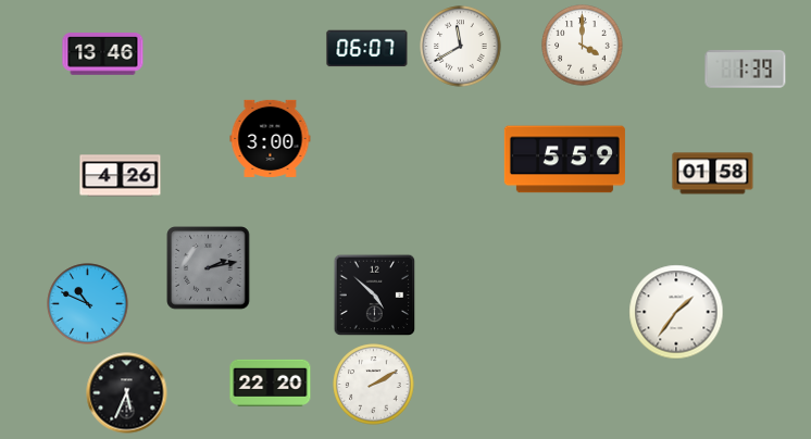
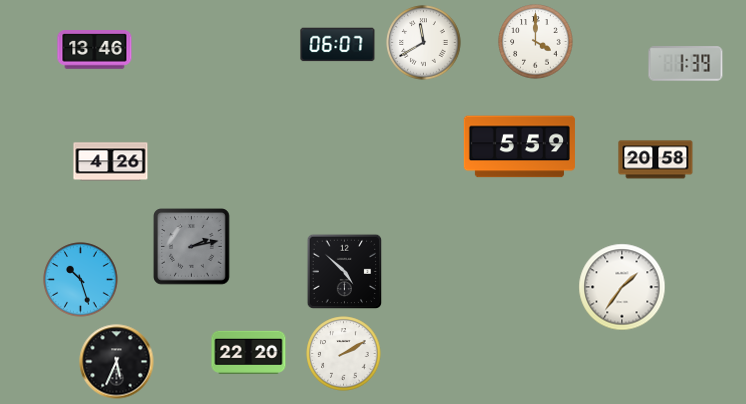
clock at (271, 138): 3:00 -> none
clock at (713, 174): 01:58 -> 20:58
clock at (88, 304): 10:49 -> 10:27
